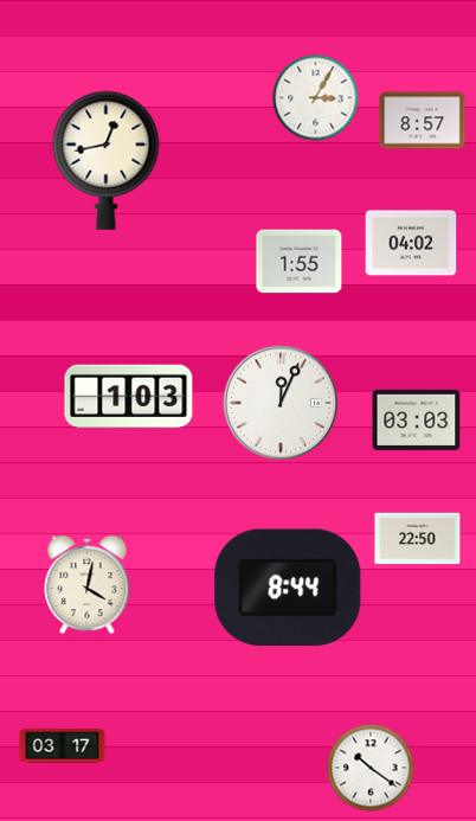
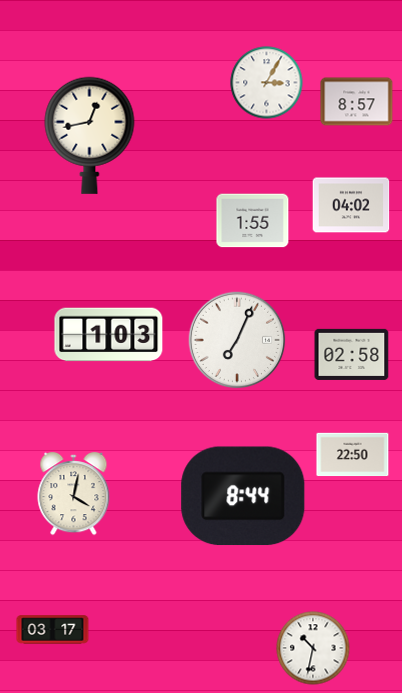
clock at (411, 243) position: (411, 243) -> (351, 205)
clock at (281, 403): 12:04 -> 7:04
clock at (417, 419): 03:03 -> 02:58
clock at (371, 768): 10:21 -> 10:32
